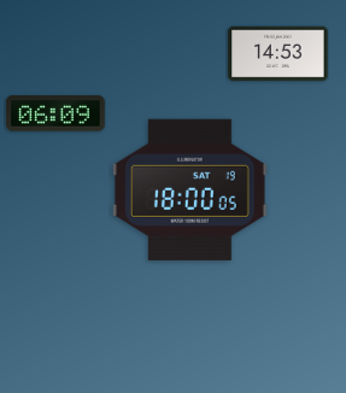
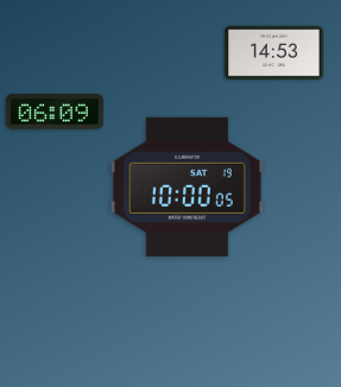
clock at (189, 189): 18:00 -> 10:00
